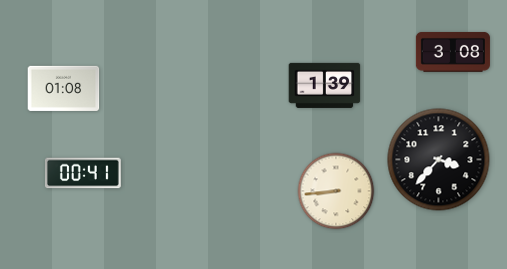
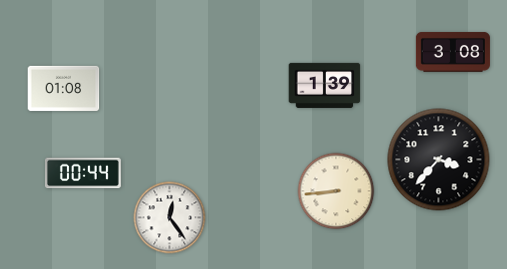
clock at (83, 173): 00:41 -> 00:44
clock at (170, 218): none -> 12:24
